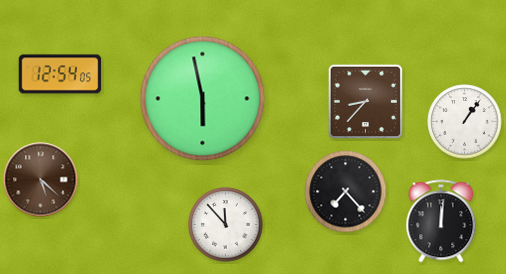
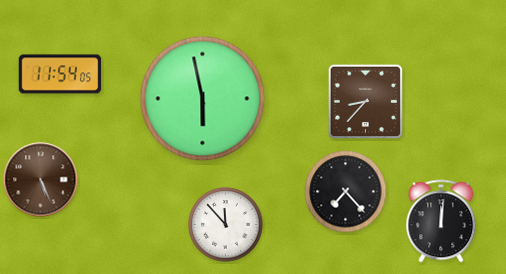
clock at (60, 74): 12:54 -> 11:54
clock at (465, 122): 1:06 -> none
clock at (41, 180): 5:22 -> 5:26
